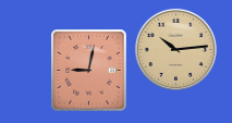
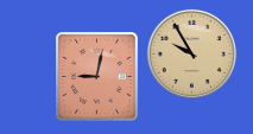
clock at (175, 49): 10:14 -> 9:55
